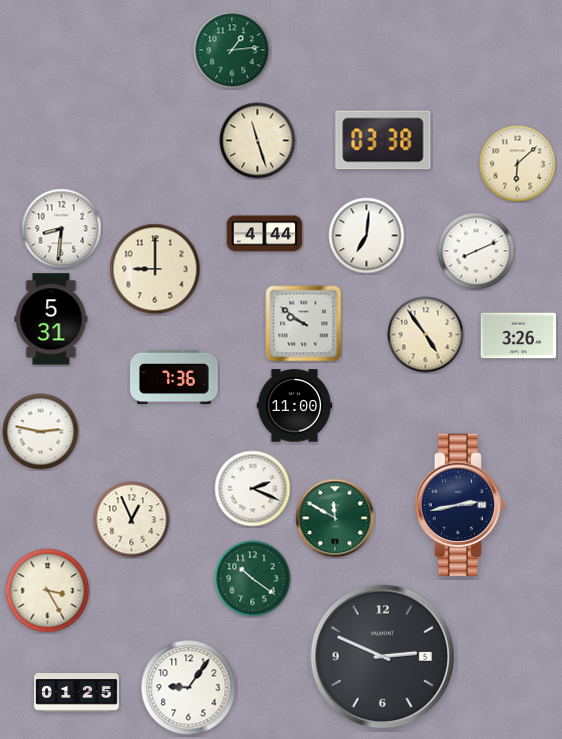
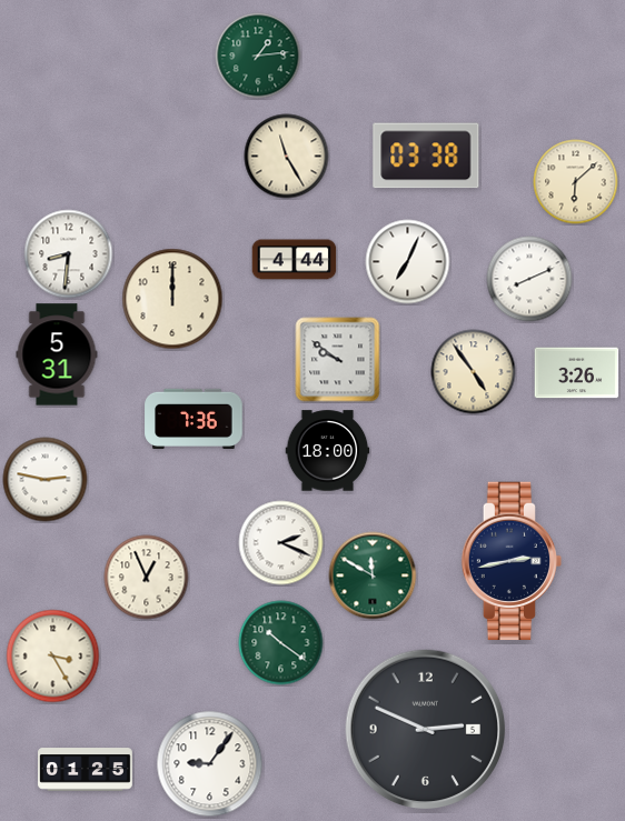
clock at (258, 141): 11:27 -> 11:25
clock at (367, 236): 7:01 -> 7:04
clock at (155, 269): 9:00 -> 12:00
clock at (295, 406): 11:00 -> 18:00
